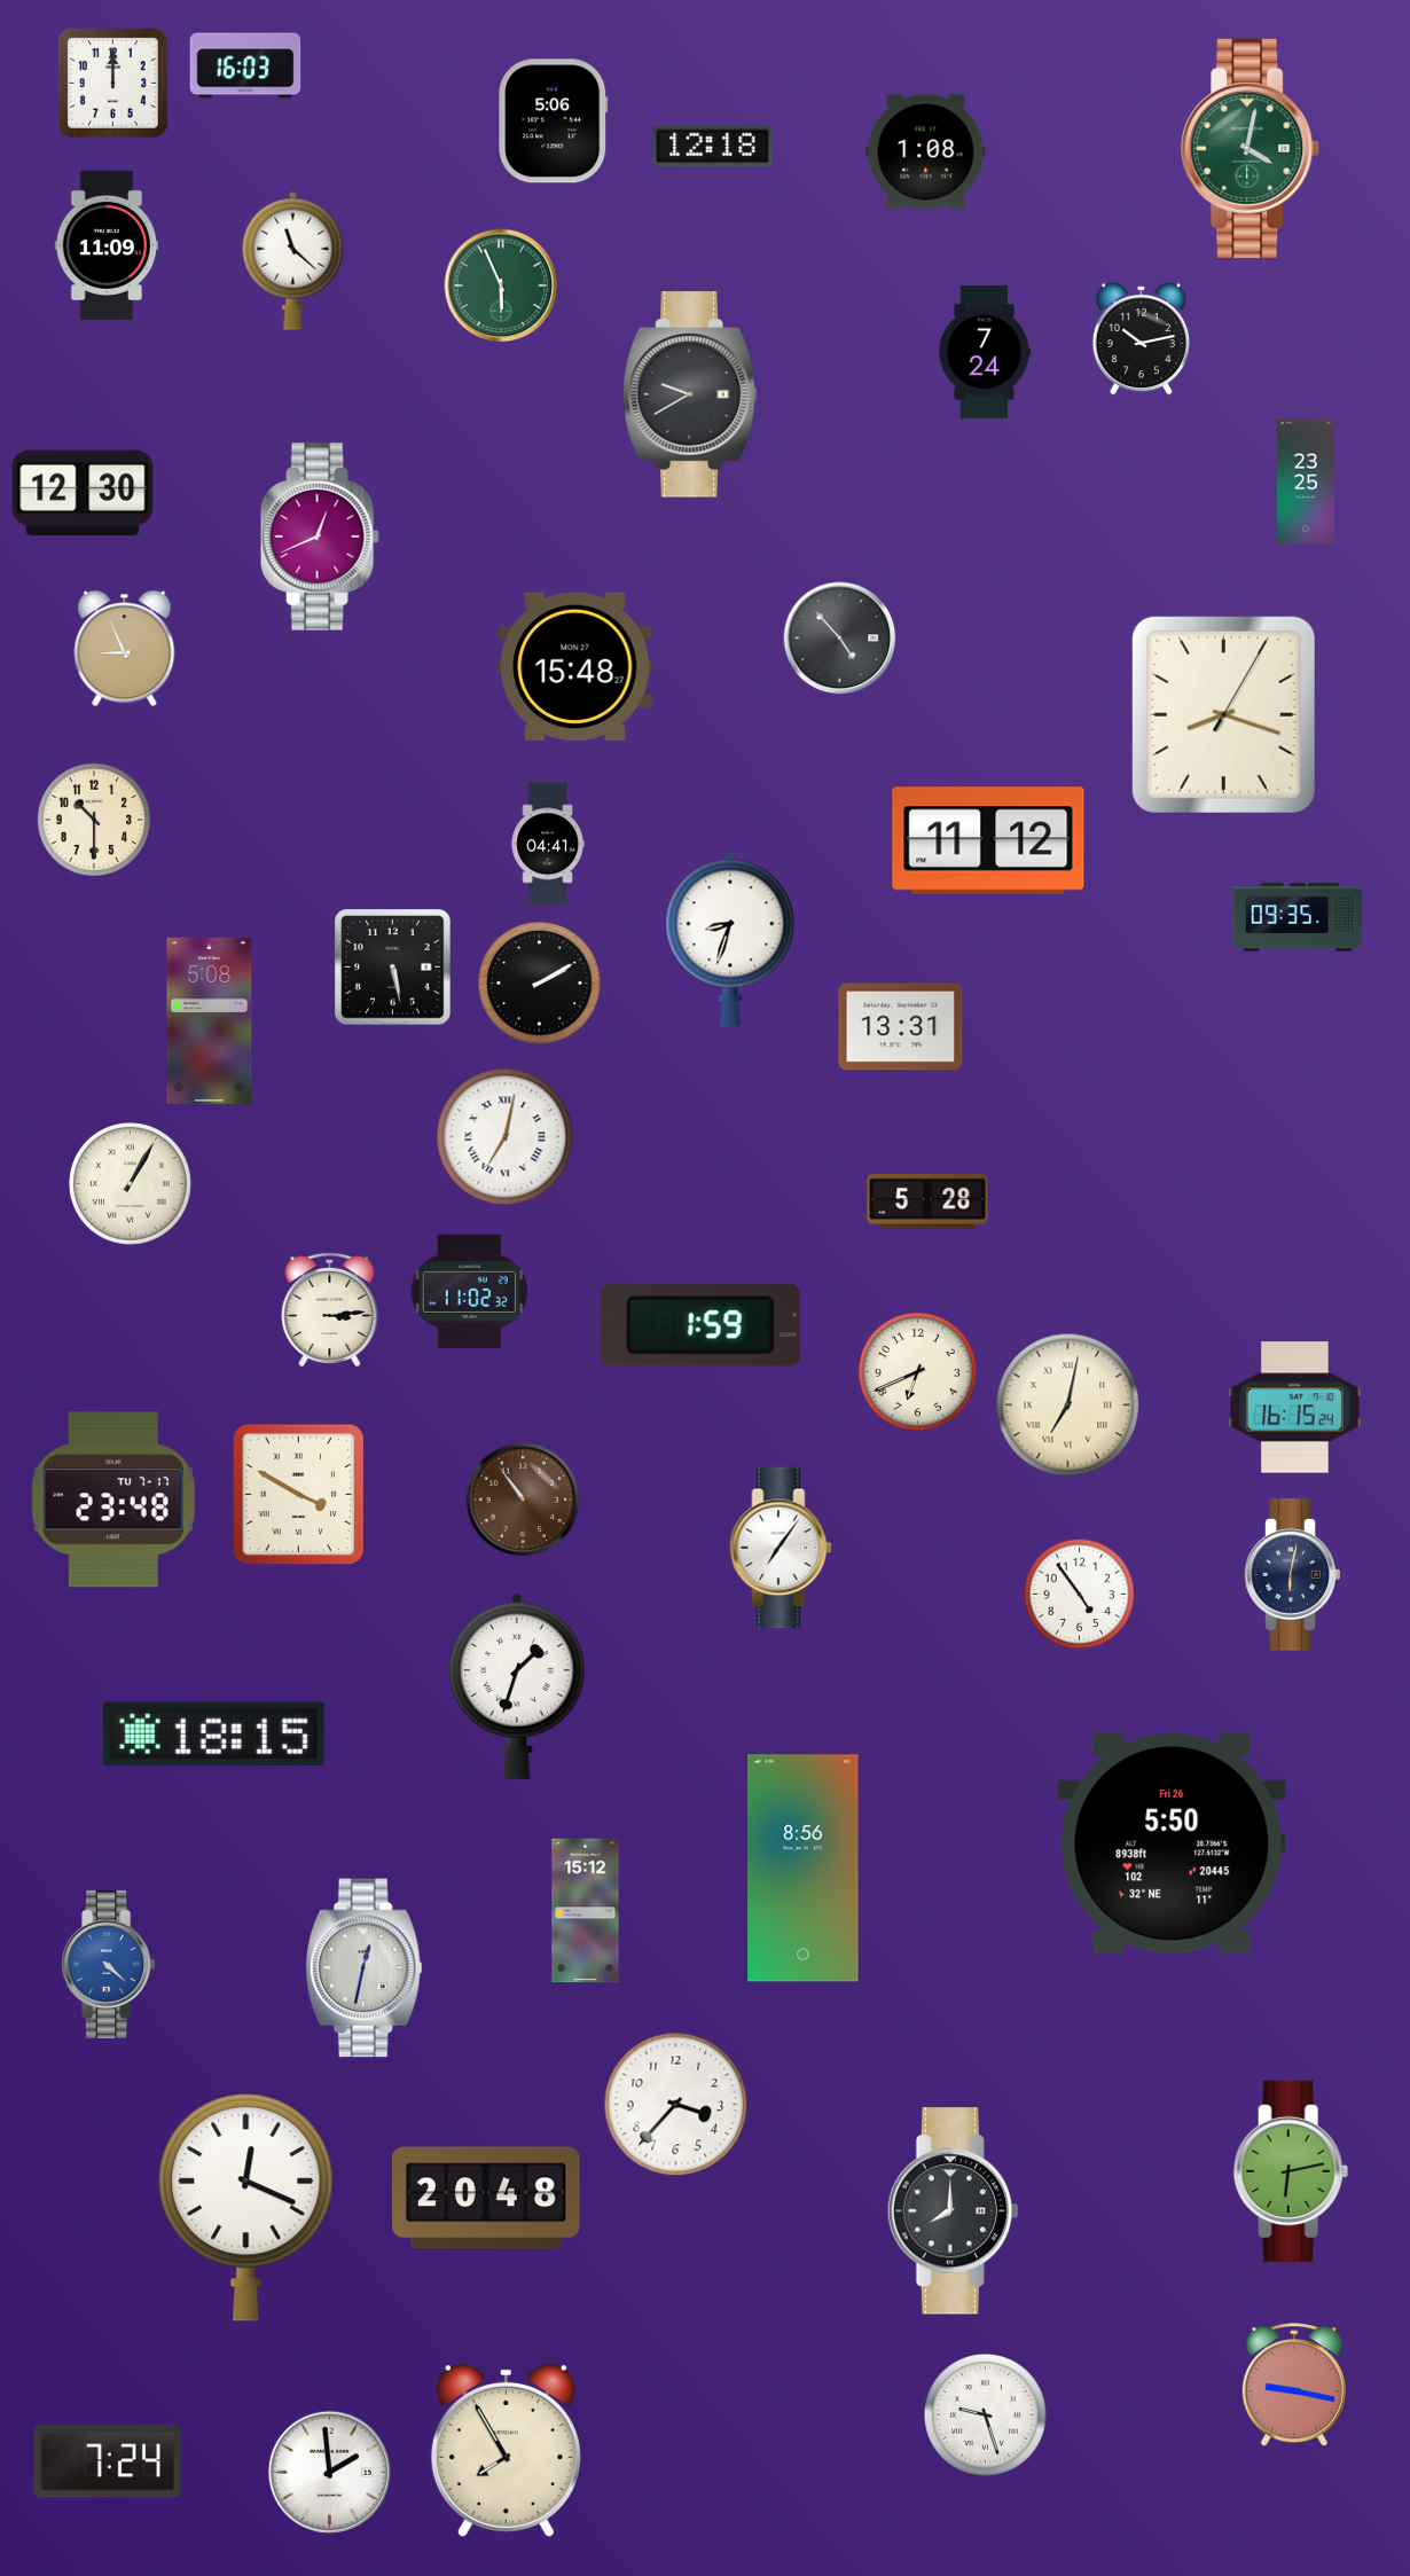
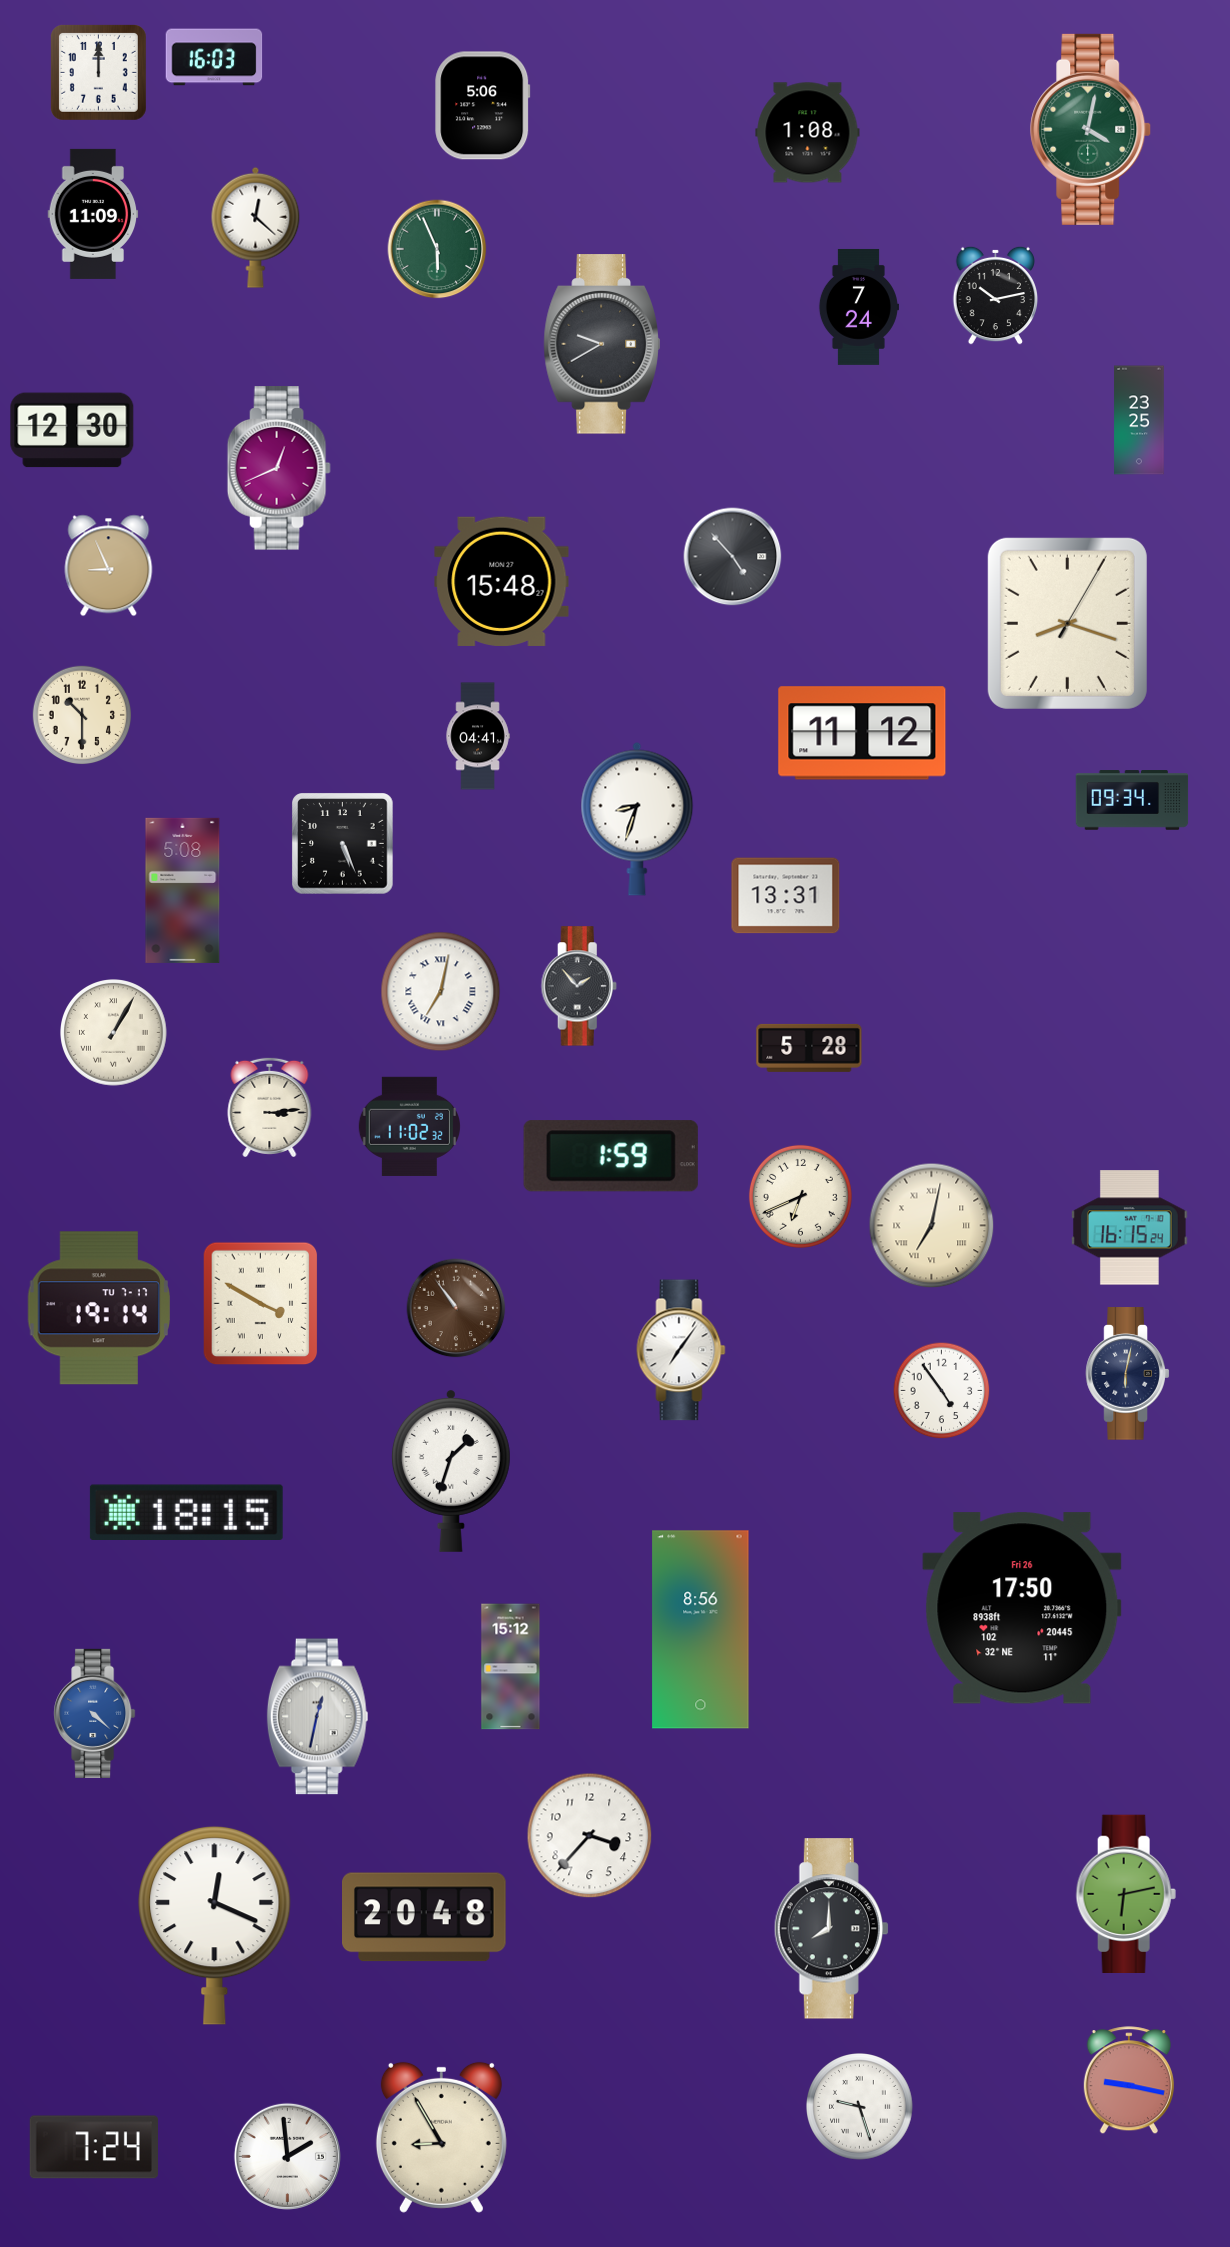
clock at (713, 147): 12:18 -> none
clock at (293, 260): 11:22 -> 12:22
clock at (1298, 917): 09:35 -> 09:34
clock at (393, 968): 5:28 -> 5:26
clock at (540, 984): 2:10 -> none
clock at (579, 986): none -> 1:53
clock at (330, 1309) position: (330, 1309) -> (270, 1107)
clock at (113, 1500): 23:48 -> 19:14
clock at (1172, 1843): 5:50 -> 17:50
clock at (506, 2450): 7:55 -> 8:55
